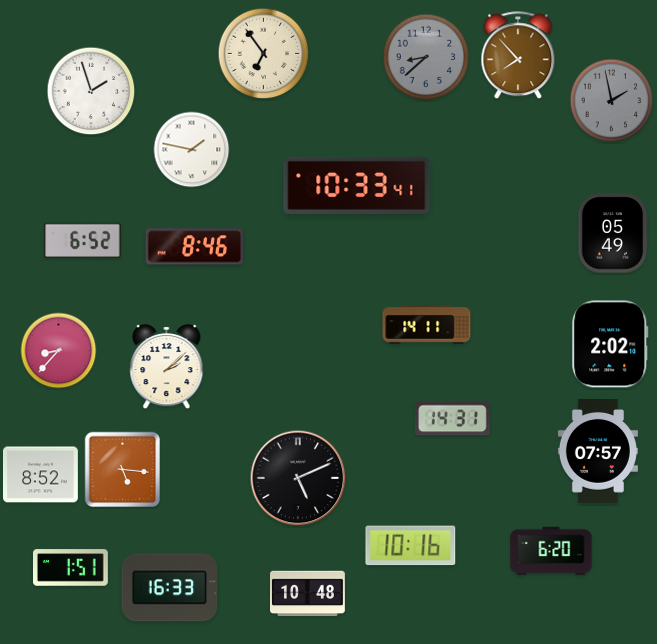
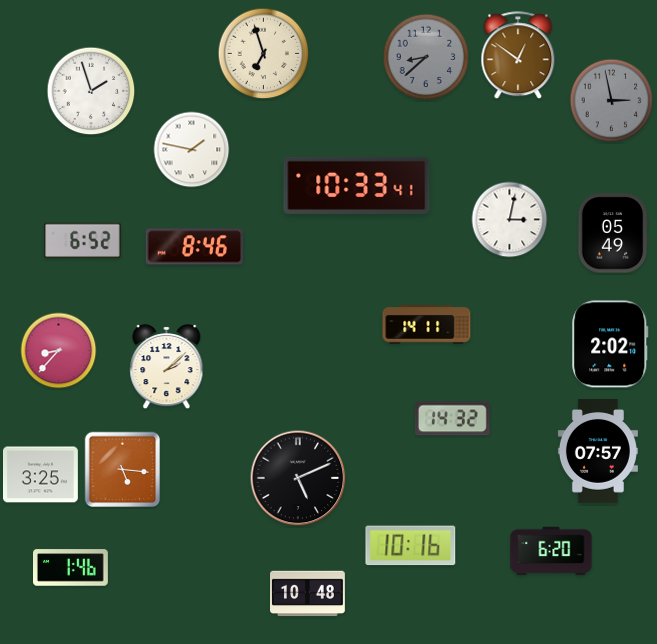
clock at (264, 54): 6:54 -> 6:57
clock at (518, 56): 7:53 -> 12:51
clock at (612, 101): 1:58 -> 2:58
clock at (510, 220): none -> 3:02
clock at (452, 419): 14:31 -> 14:32
clock at (41, 475): 8:52 -> 3:25
clock at (71, 568): 1:51 -> 1:46
clock at (170, 588): 16:33 -> none
